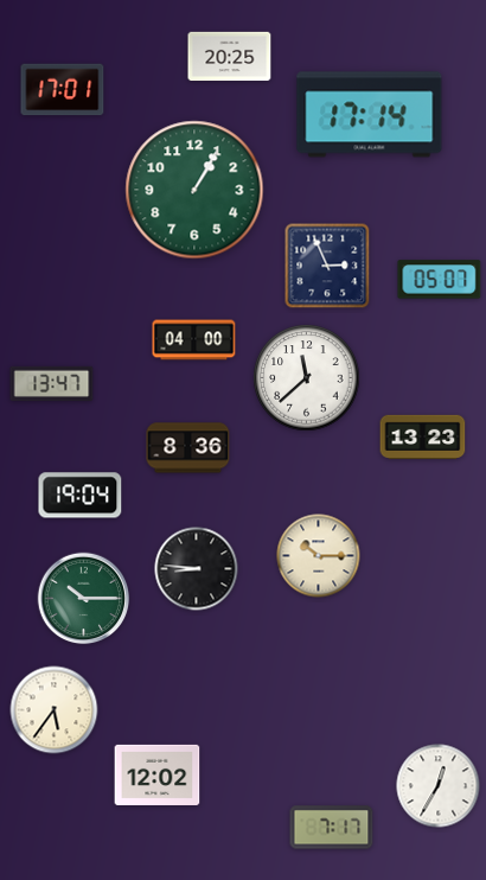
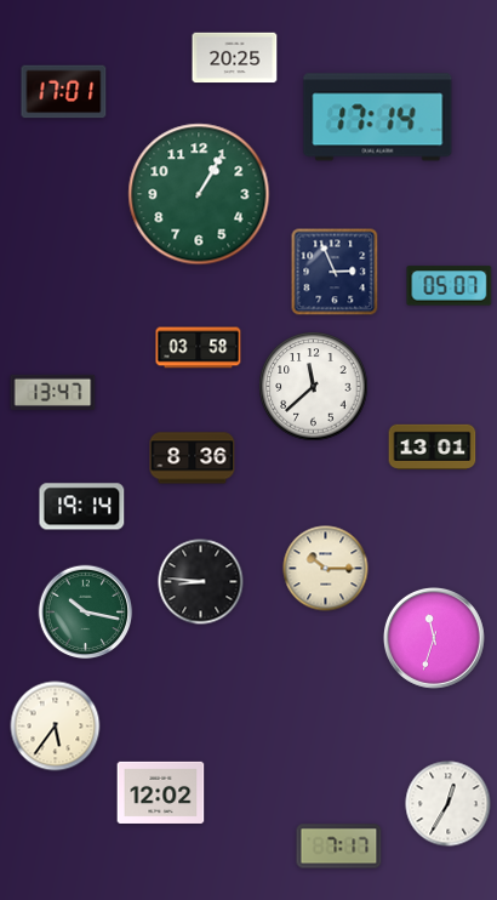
clock at (194, 340): 04:00 -> 03:58
clock at (423, 436): 13:23 -> 13:01
clock at (81, 496): 19:04 -> 19:14
clock at (84, 599): 10:15 -> 10:17
clock at (434, 638): none -> 11:33
